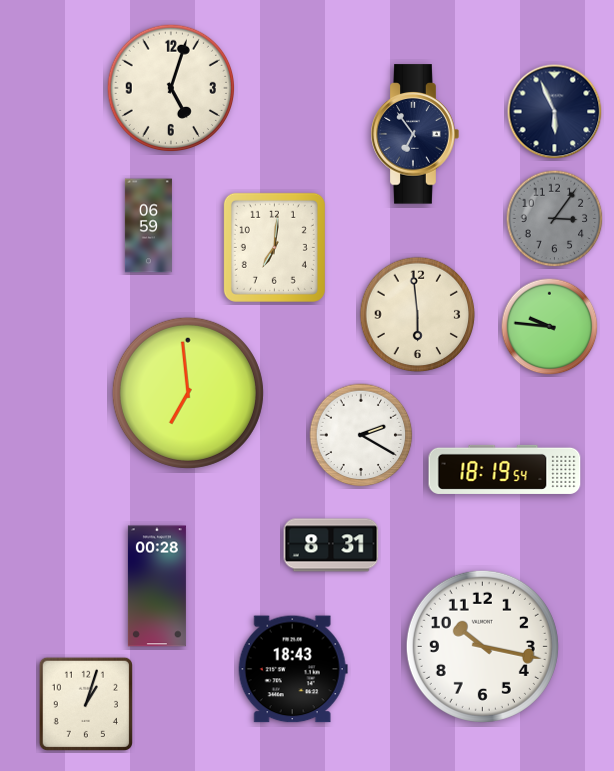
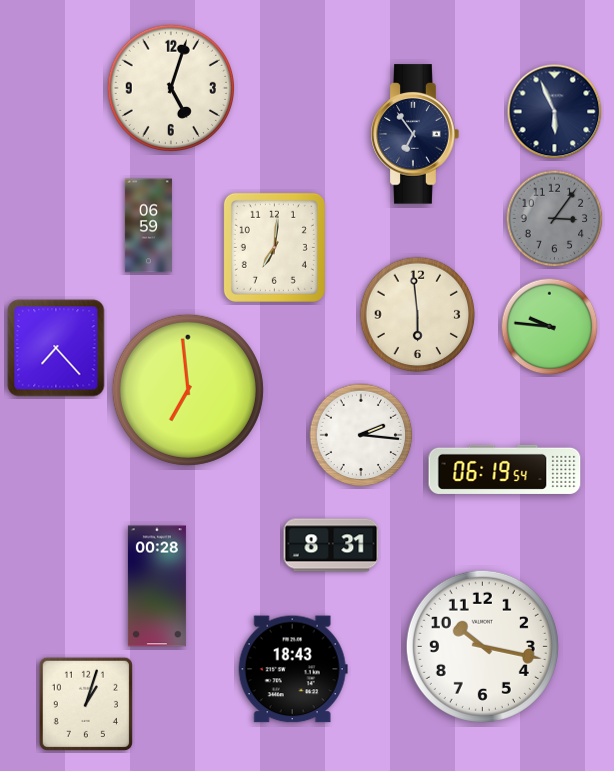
clock at (56, 348): none -> 7:23
clock at (188, 393) position: (188, 393) -> (188, 390)
clock at (361, 435): 2:20 -> 2:16
clock at (505, 469): 18:19 -> 06:19
